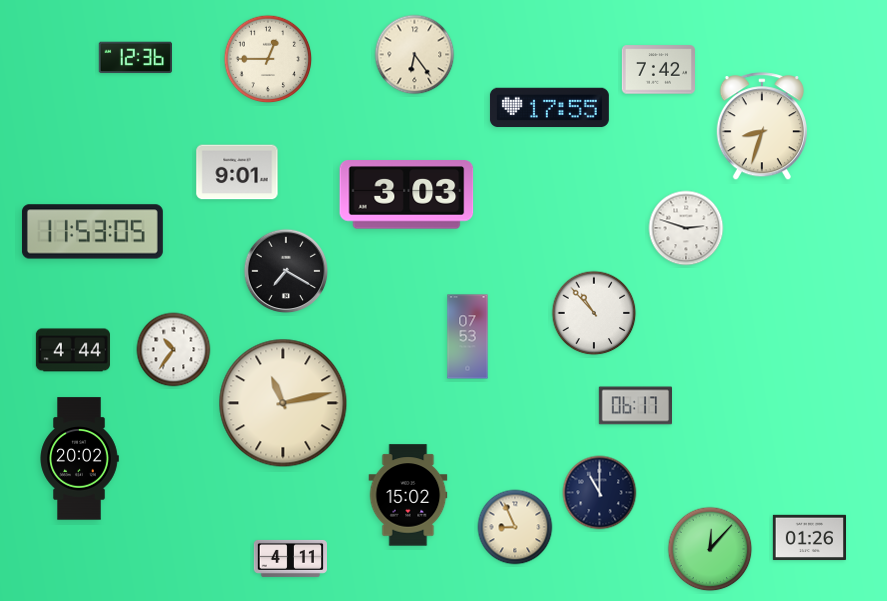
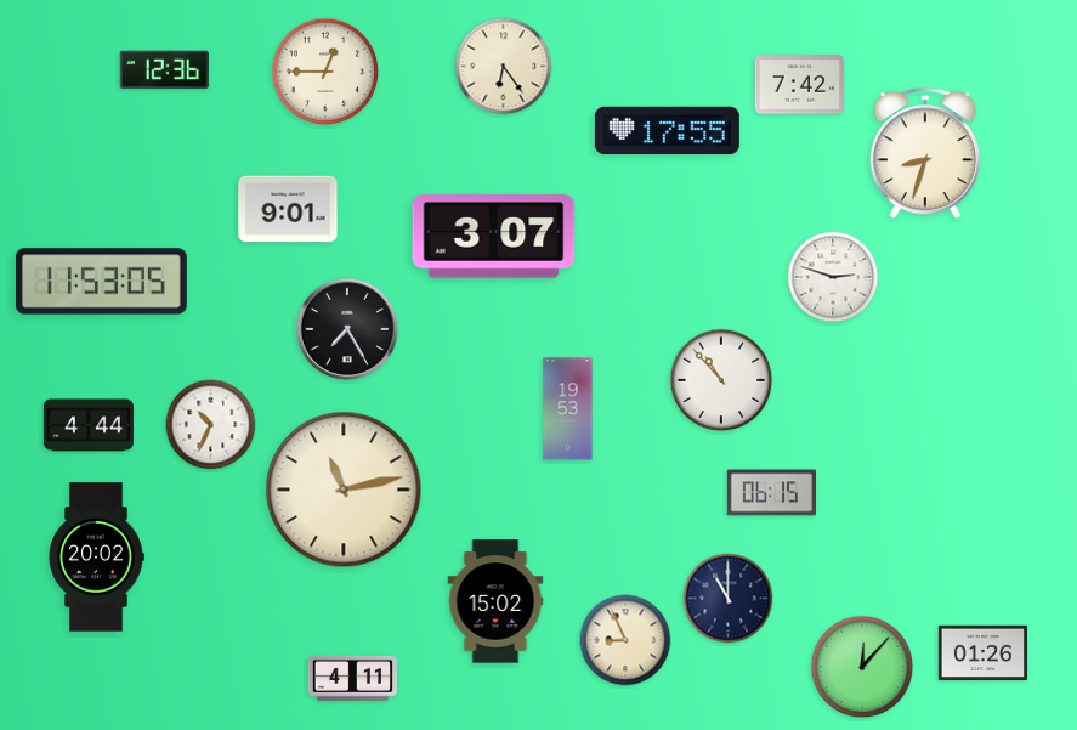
clock at (407, 195): 3:03 -> 3:07
clock at (92, 232) position: (92, 232) -> (101, 282)
clock at (286, 271): 7:20 -> 7:25
clock at (468, 337): 07:53 -> 19:53
clock at (174, 350): 10:36 -> 10:34
clock at (635, 406): 06:17 -> 06:15
